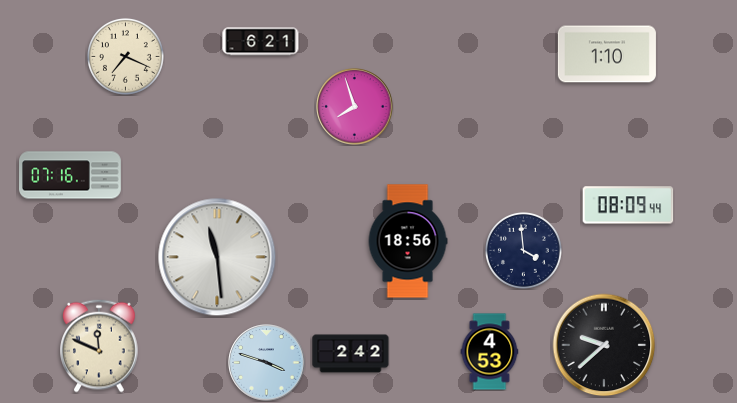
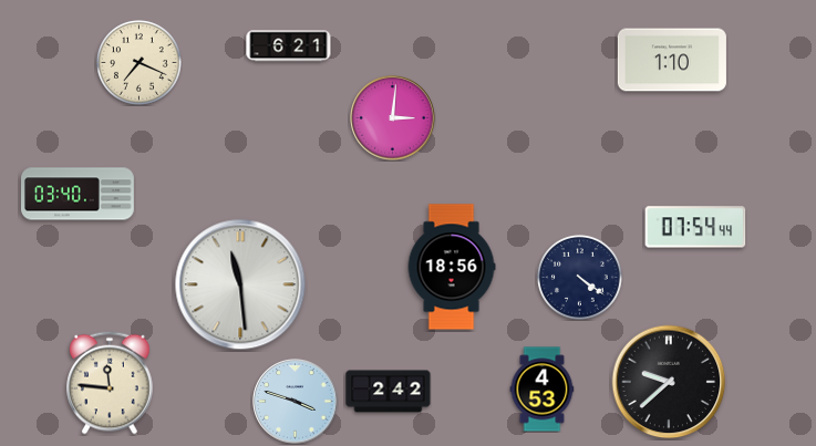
clock at (355, 107): 7:57 -> 3:01
clock at (71, 175): 07:16 -> 03:40
clock at (628, 205): 08:09 -> 07:54
clock at (523, 250): 3:59 -> 4:21
clock at (99, 346): 11:49 -> 11:46
